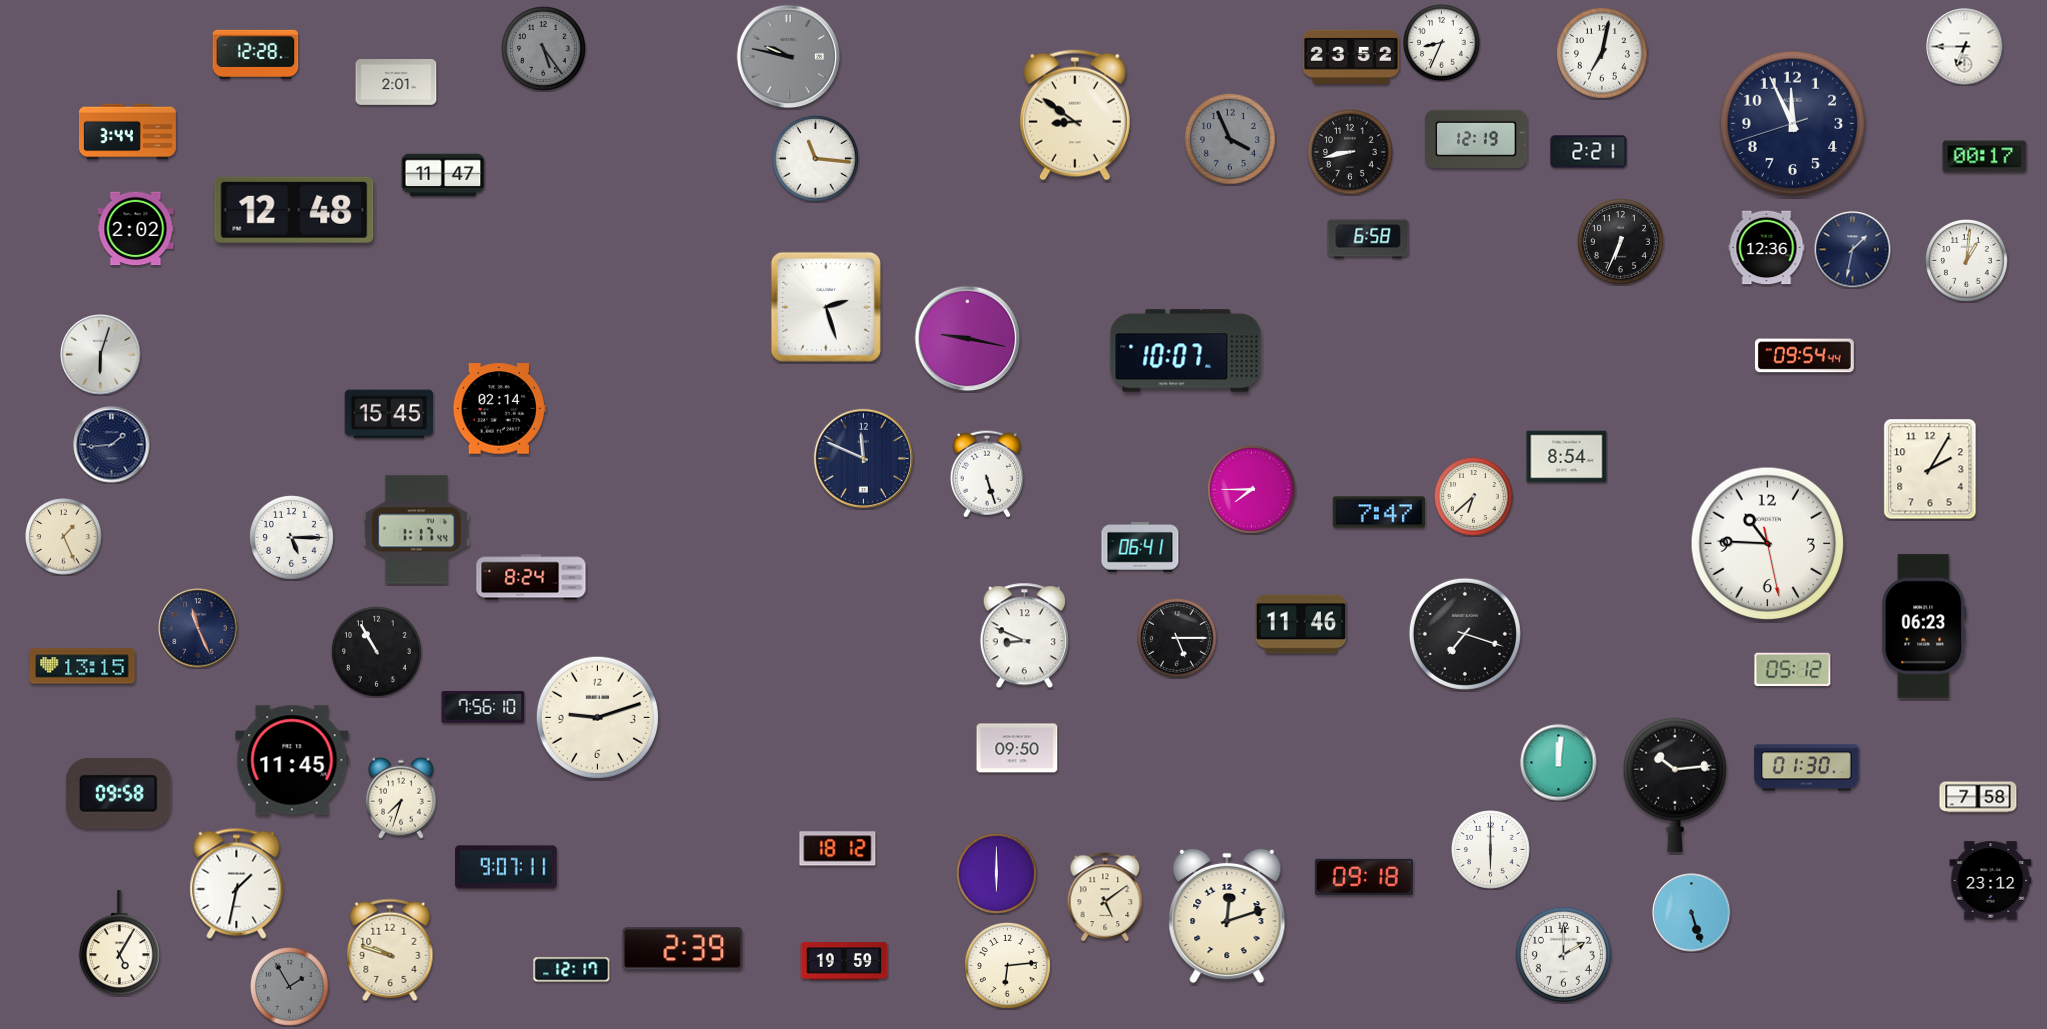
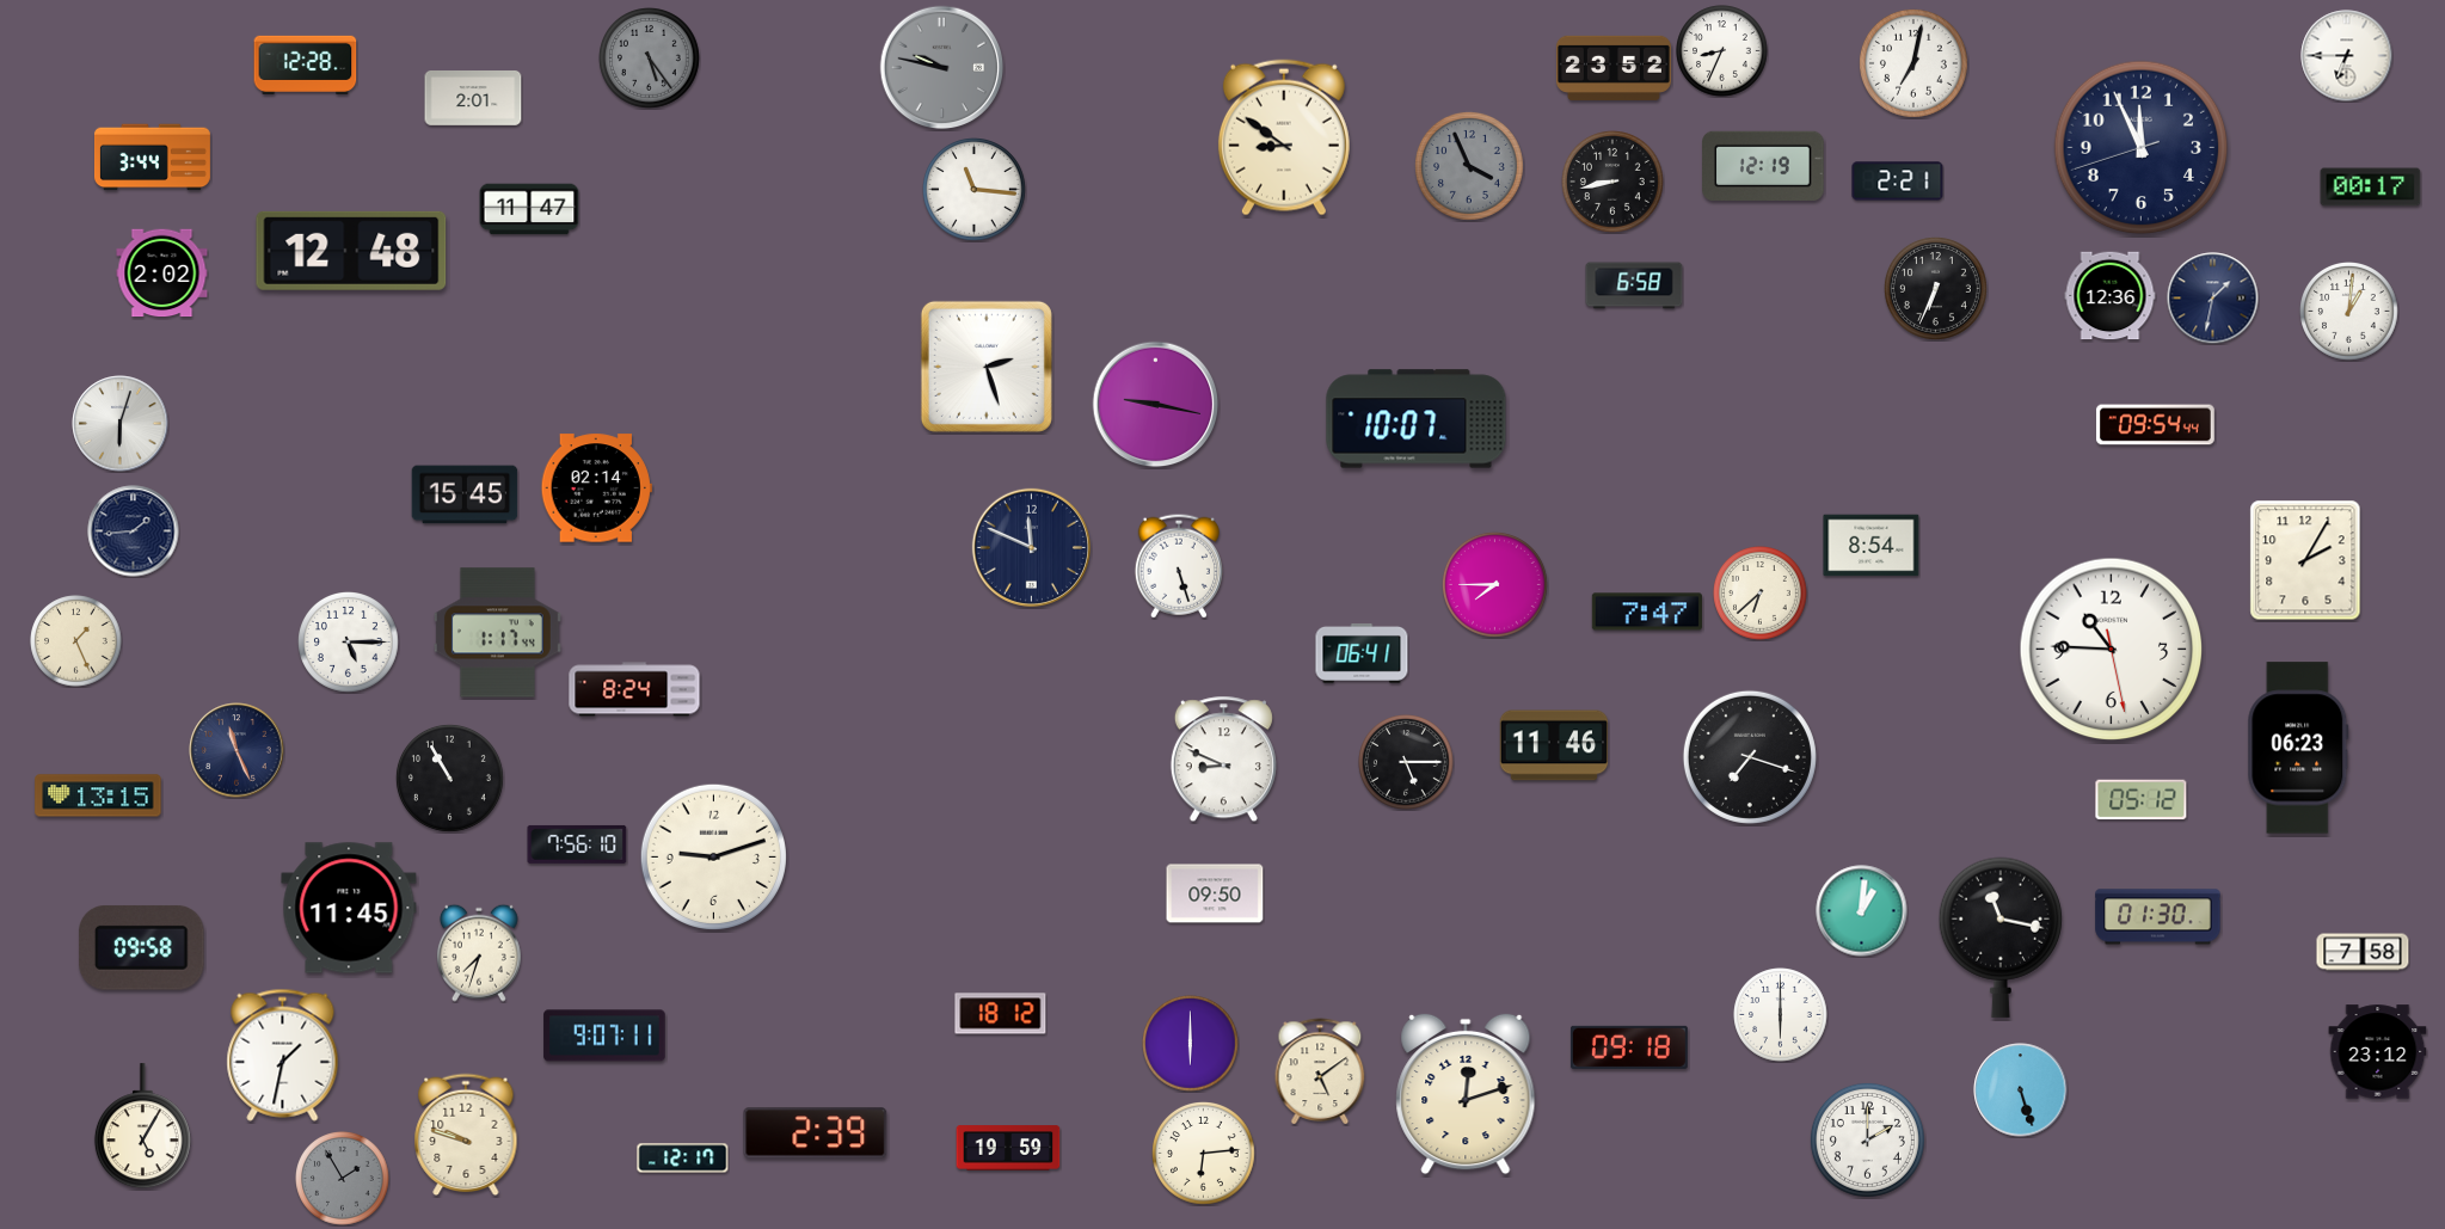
clock at (1559, 763): 12:01 -> 1:01
clock at (1675, 785): 10:14 -> 11:17
clock at (290, 987) position: (290, 987) -> (343, 1179)
